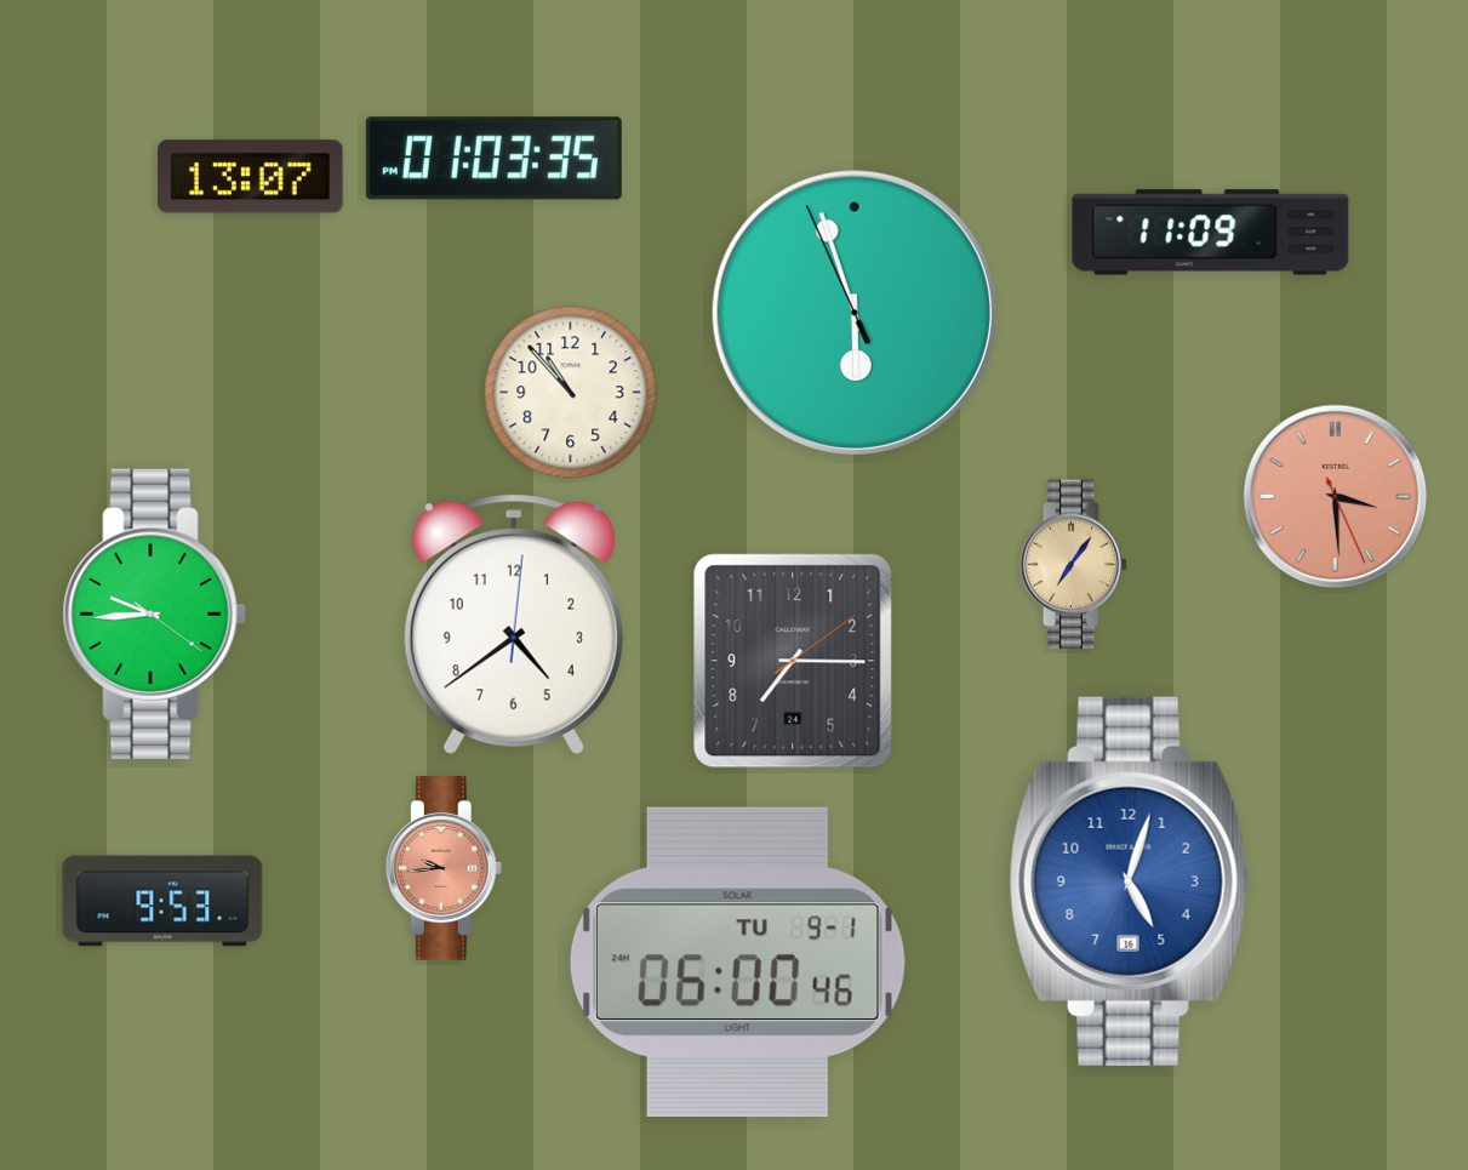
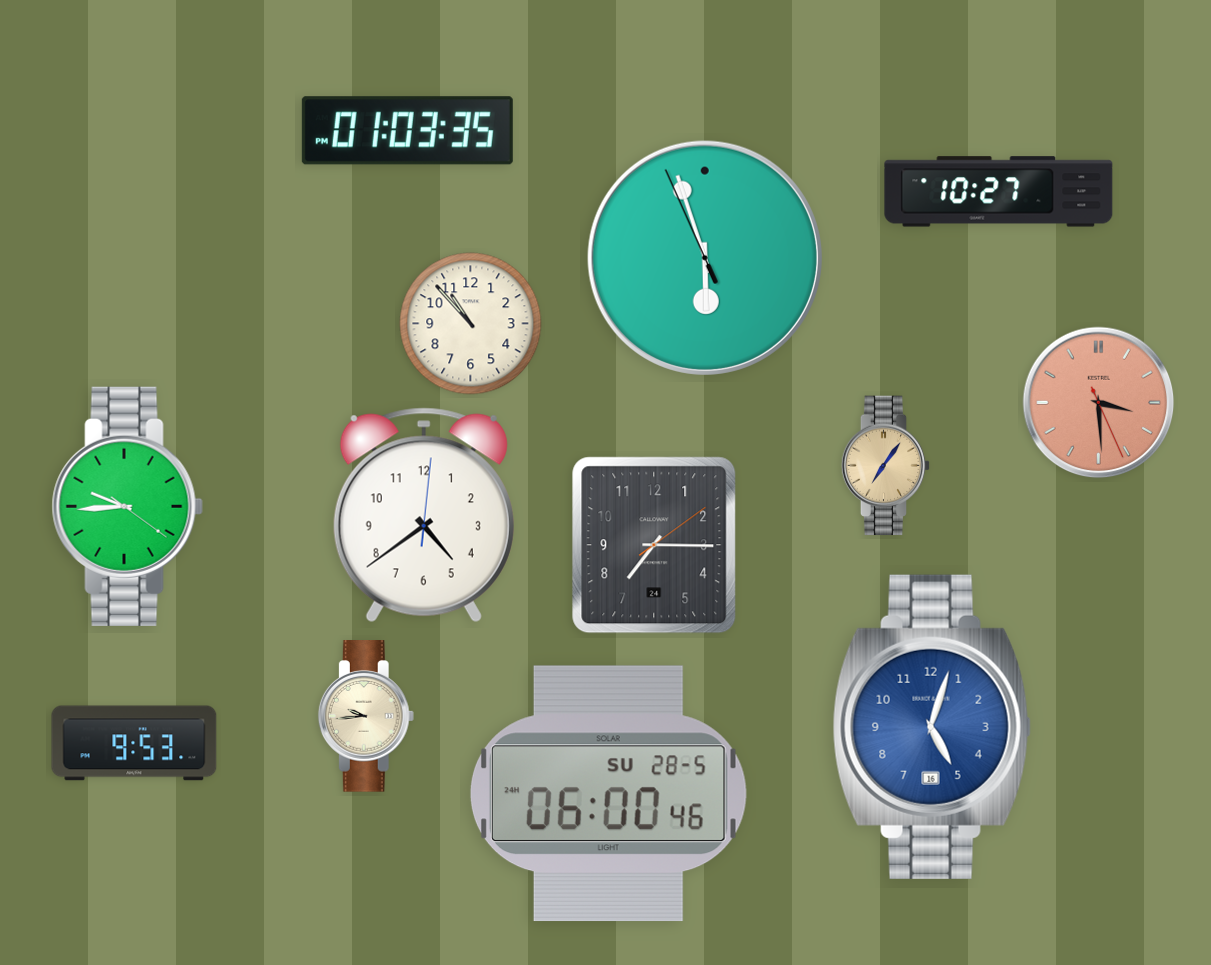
clock at (251, 177): 13:07 -> none
clock at (1211, 233): 11:09 -> 10:27
clock at (1336, 497) position: (1336, 497) -> (1099, 403)
clock at (444, 868) dial: salmon -> cream
clock at (737, 963) date: TU 9-1 -> SU 28-5
